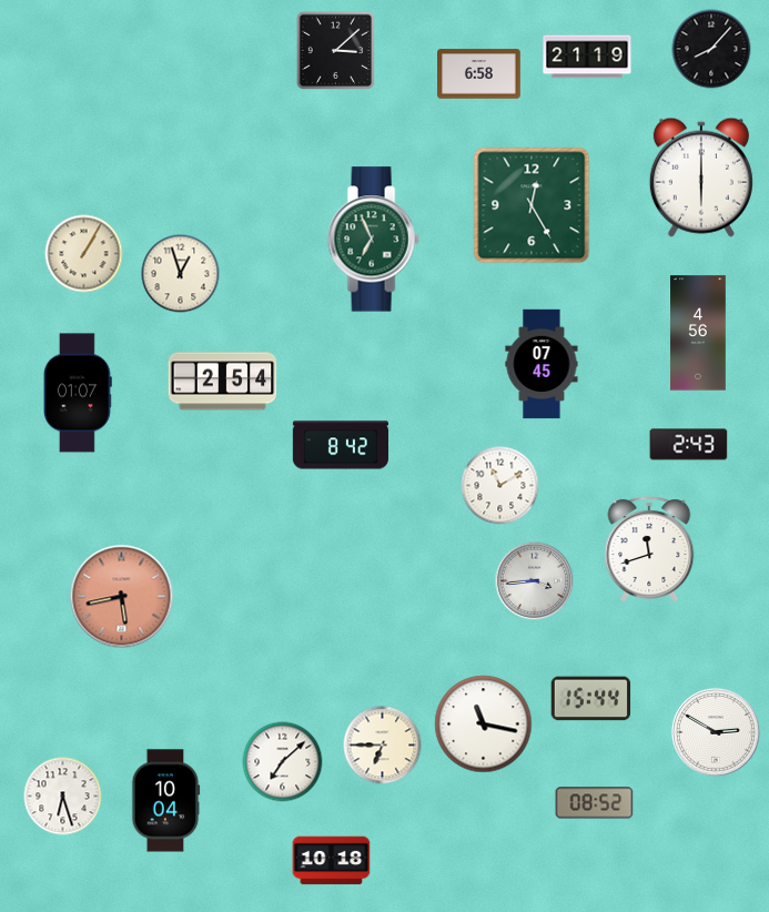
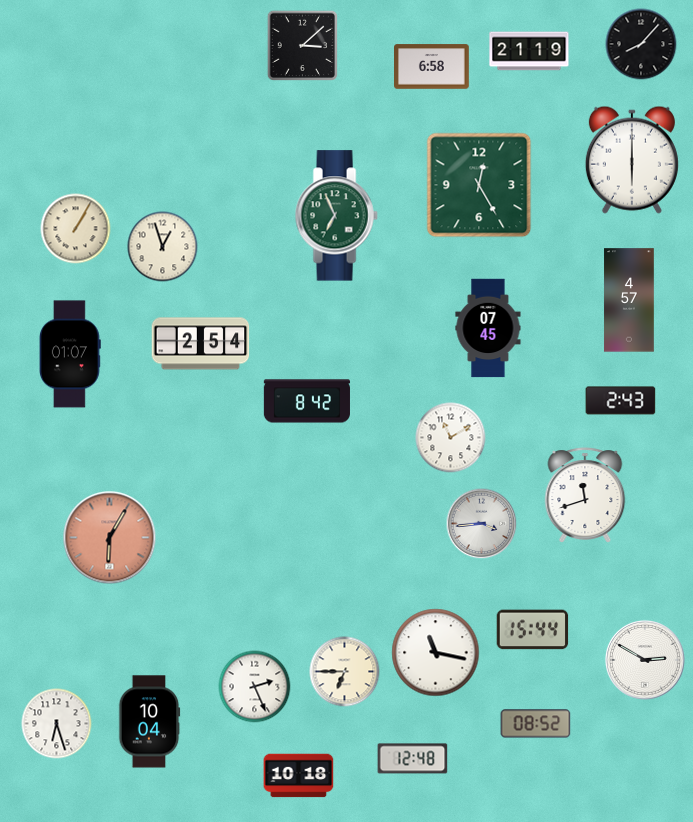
clock at (698, 333): 4:56 -> 4:57
clock at (122, 597): 5:43 -> 6:05
clock at (283, 762): 7:08 -> 2:26
clock at (63, 797) position: (63, 797) -> (57, 724)
clock at (413, 759): none -> 12:48
